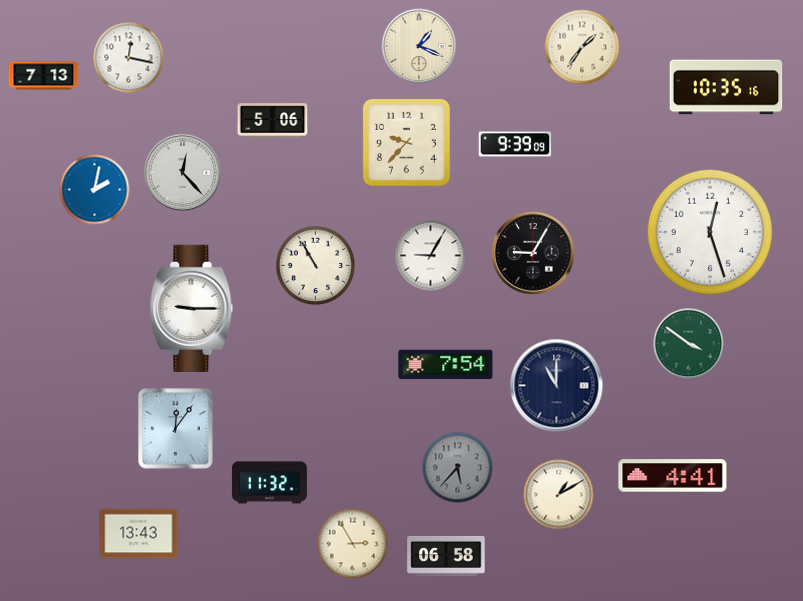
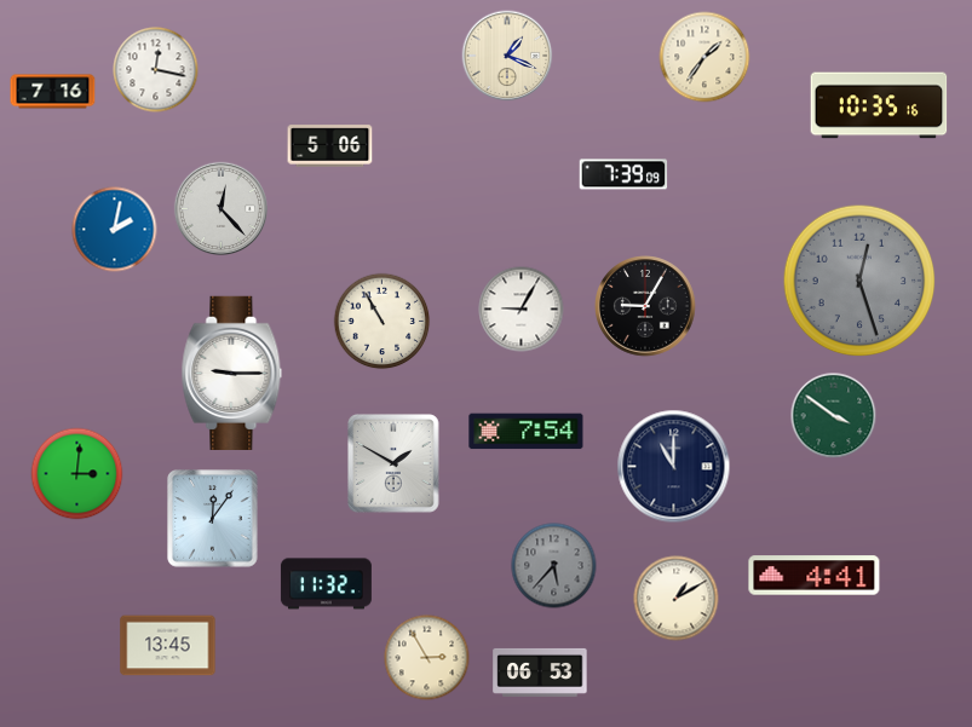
clock at (44, 76): 7:13 -> 7:16
clock at (406, 142): 9:37 -> none
clock at (515, 144): 9:39 -> 7:39
clock at (710, 232) dial: white -> grey
clock at (446, 365) position: (446, 365) -> (527, 432)
clock at (395, 463): none -> 1:50
clock at (77, 474): none -> 3:01
clock at (139, 534): 13:43 -> 13:45
clock at (446, 556): 06:58 -> 06:53
